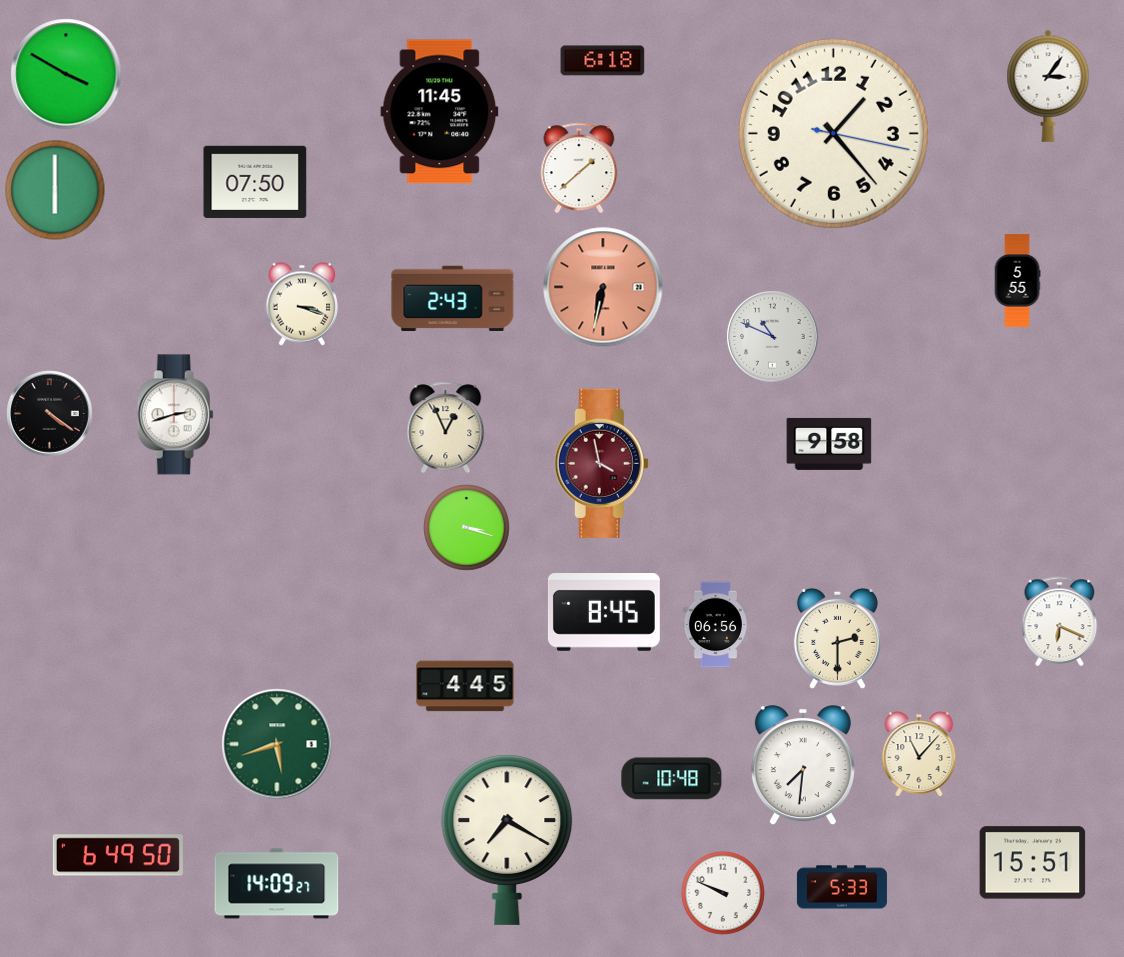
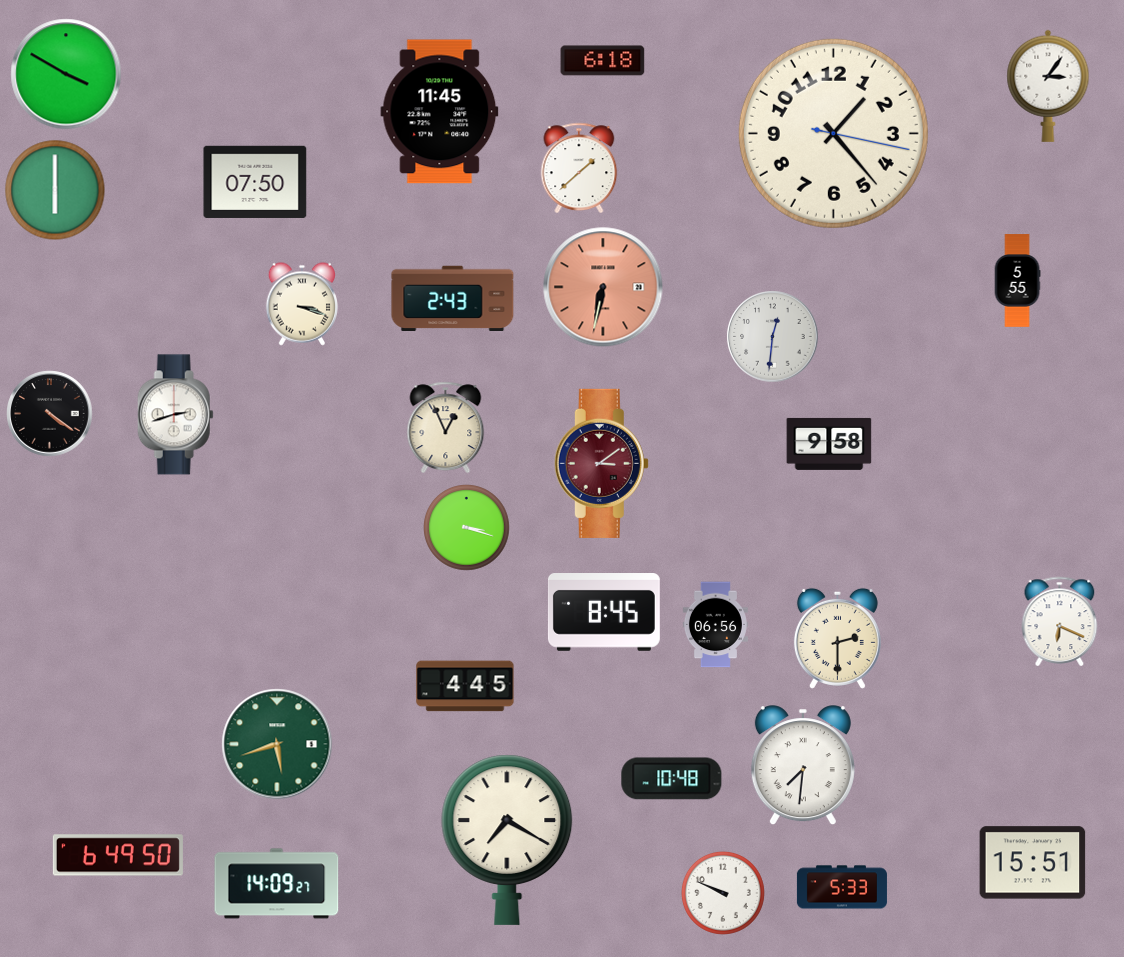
clock at (773, 337): 10:49 -> 12:31
clock at (601, 463): 3:58 -> 3:09
clock at (919, 754): 11:07 -> none
